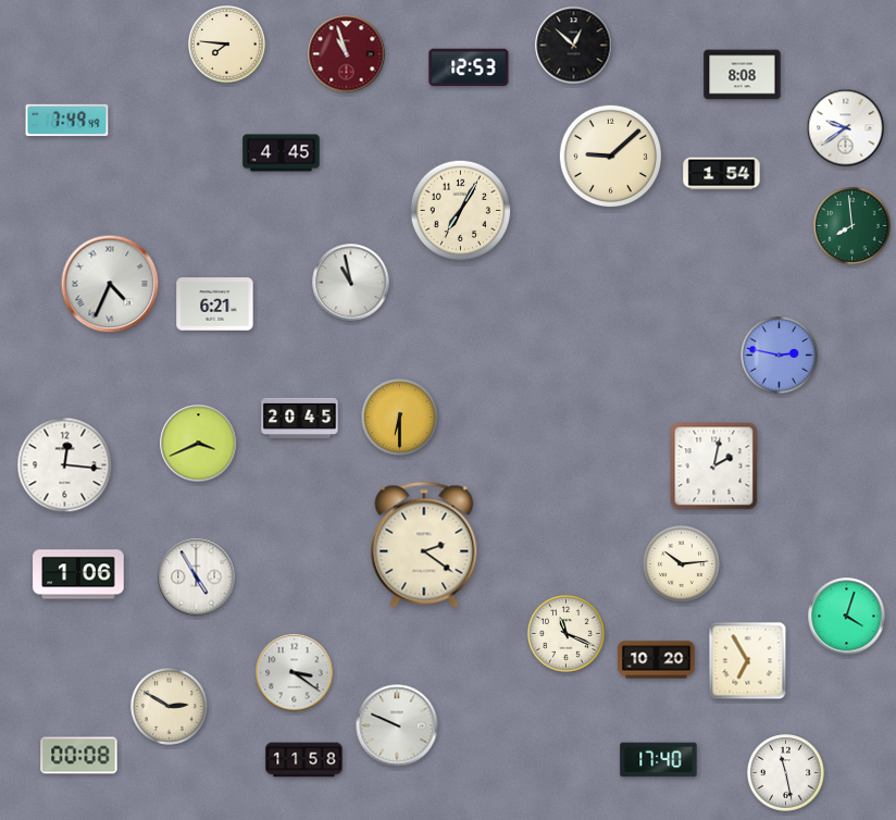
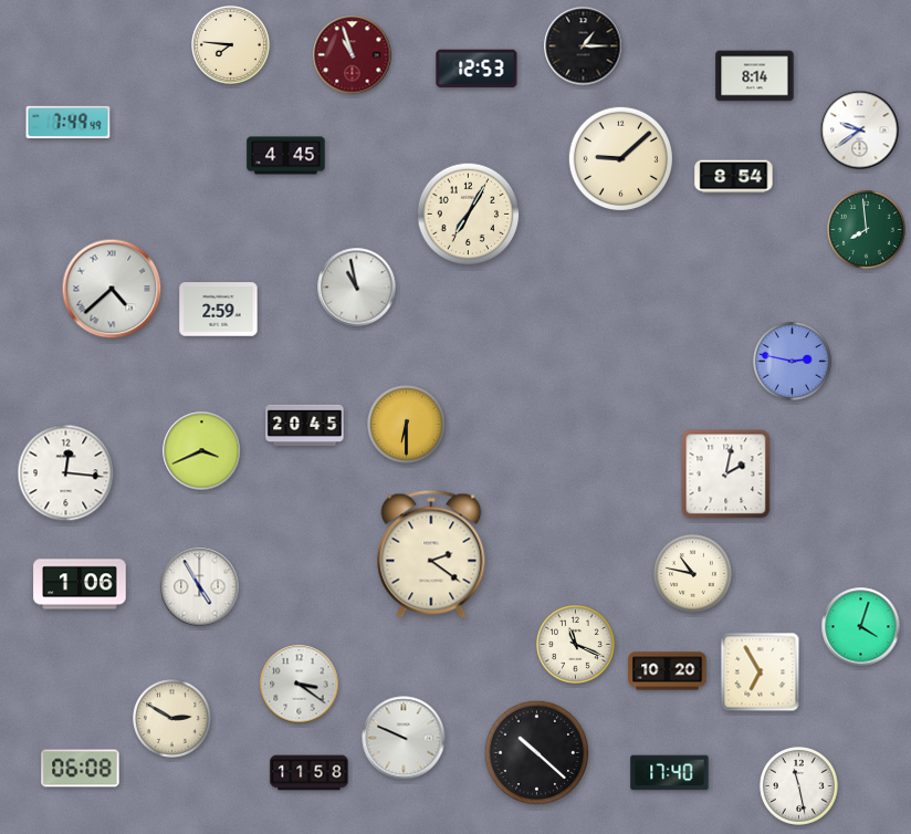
clock at (574, 46): 12:52 -> 1:15
clock at (743, 75): 8:08 -> 8:14
clock at (722, 174): 1:54 -> 8:54
clock at (110, 284): 4:34 -> 4:38
clock at (215, 305): 6:21 -> 2:59
clock at (682, 564): 10:14 -> 10:47
clock at (536, 752): none -> 10:22
clock at (79, 756): 00:08 -> 06:08
